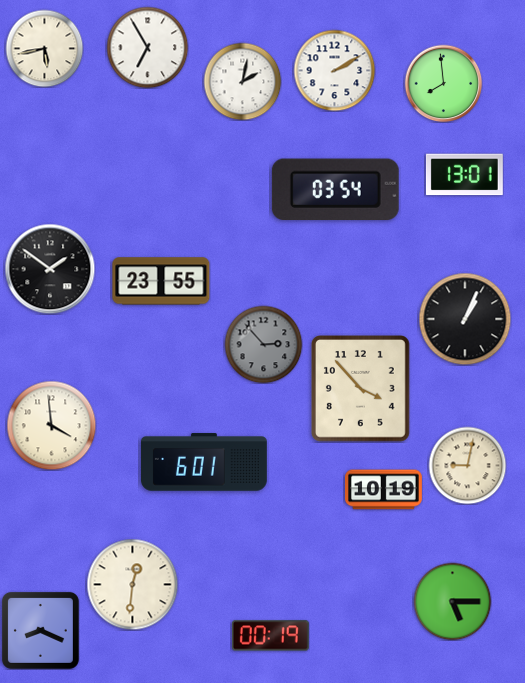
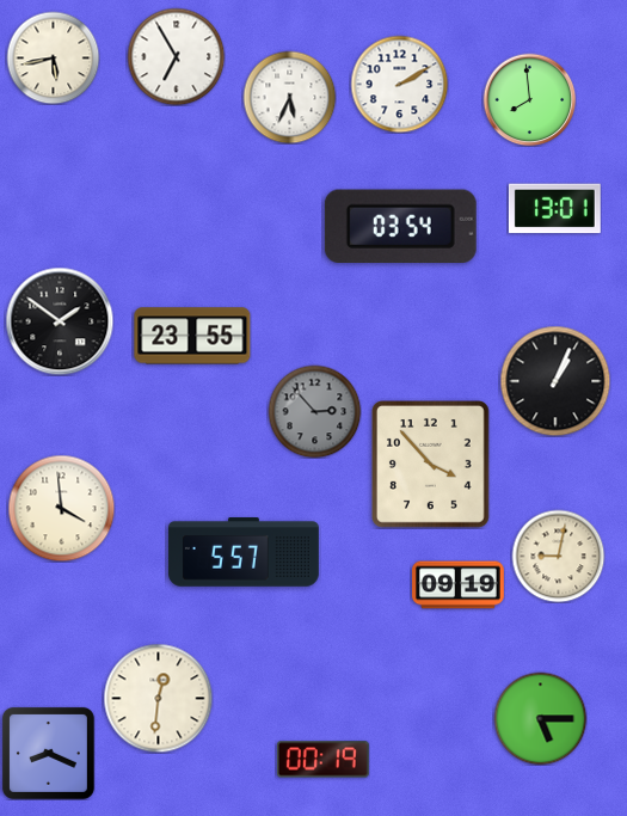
clock at (242, 81): 2:02 -> 5:34
clock at (204, 462): 6:01 -> 5:57
clock at (384, 490): 10:19 -> 09:19
